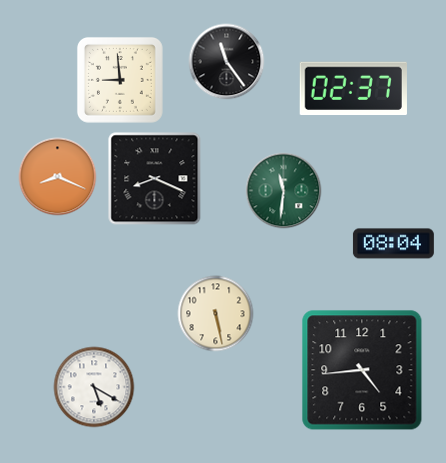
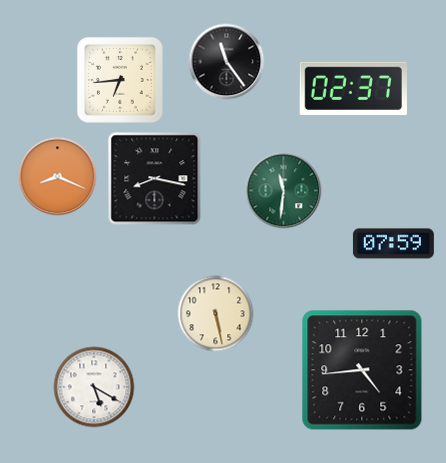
clock at (120, 80): 8:59 -> 6:44
clock at (155, 179): 8:19 -> 8:17
clock at (393, 244): 08:04 -> 07:59
